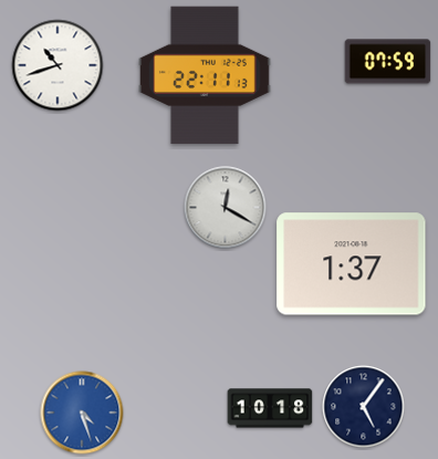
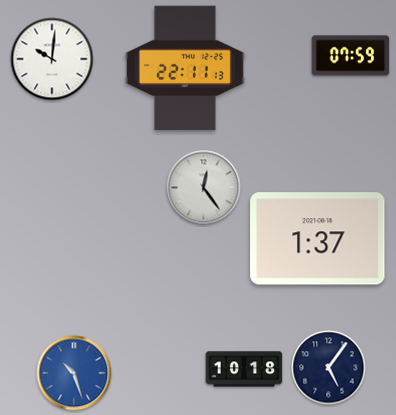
clock at (58, 65): 10:42 -> 10:01
clock at (226, 208): 12:20 -> 12:24
clock at (82, 413): 4:27 -> 10:27
